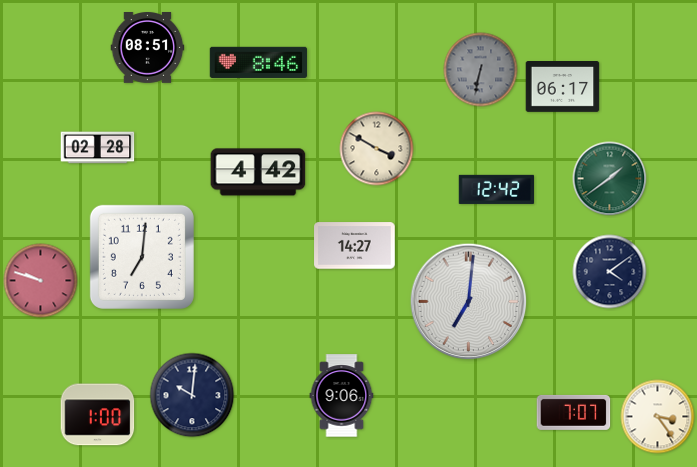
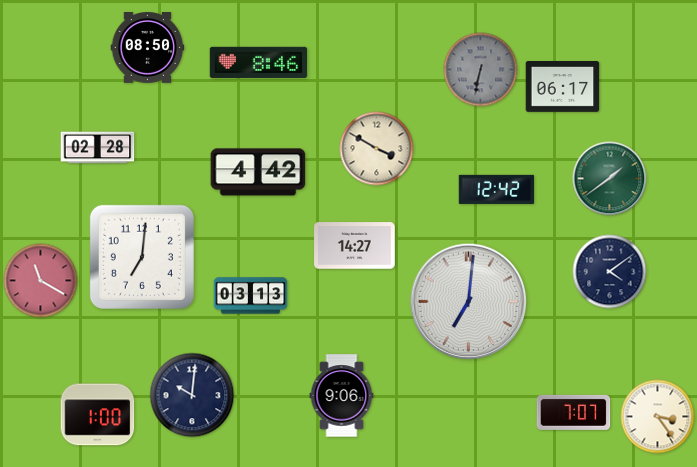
clock at (148, 48): 08:51 -> 08:50
clock at (41, 281): 9:48 -> 11:20
clock at (251, 296): none -> 03:13
